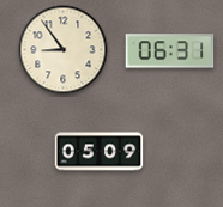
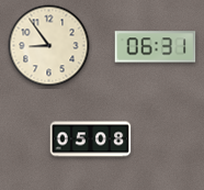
clock at (64, 50) position: (64, 50) -> (49, 46)
clock at (100, 152): 05:09 -> 05:08
